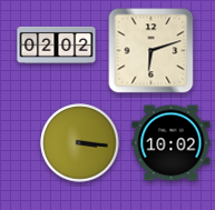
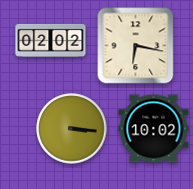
clock at (152, 51): 6:12 -> 6:17
